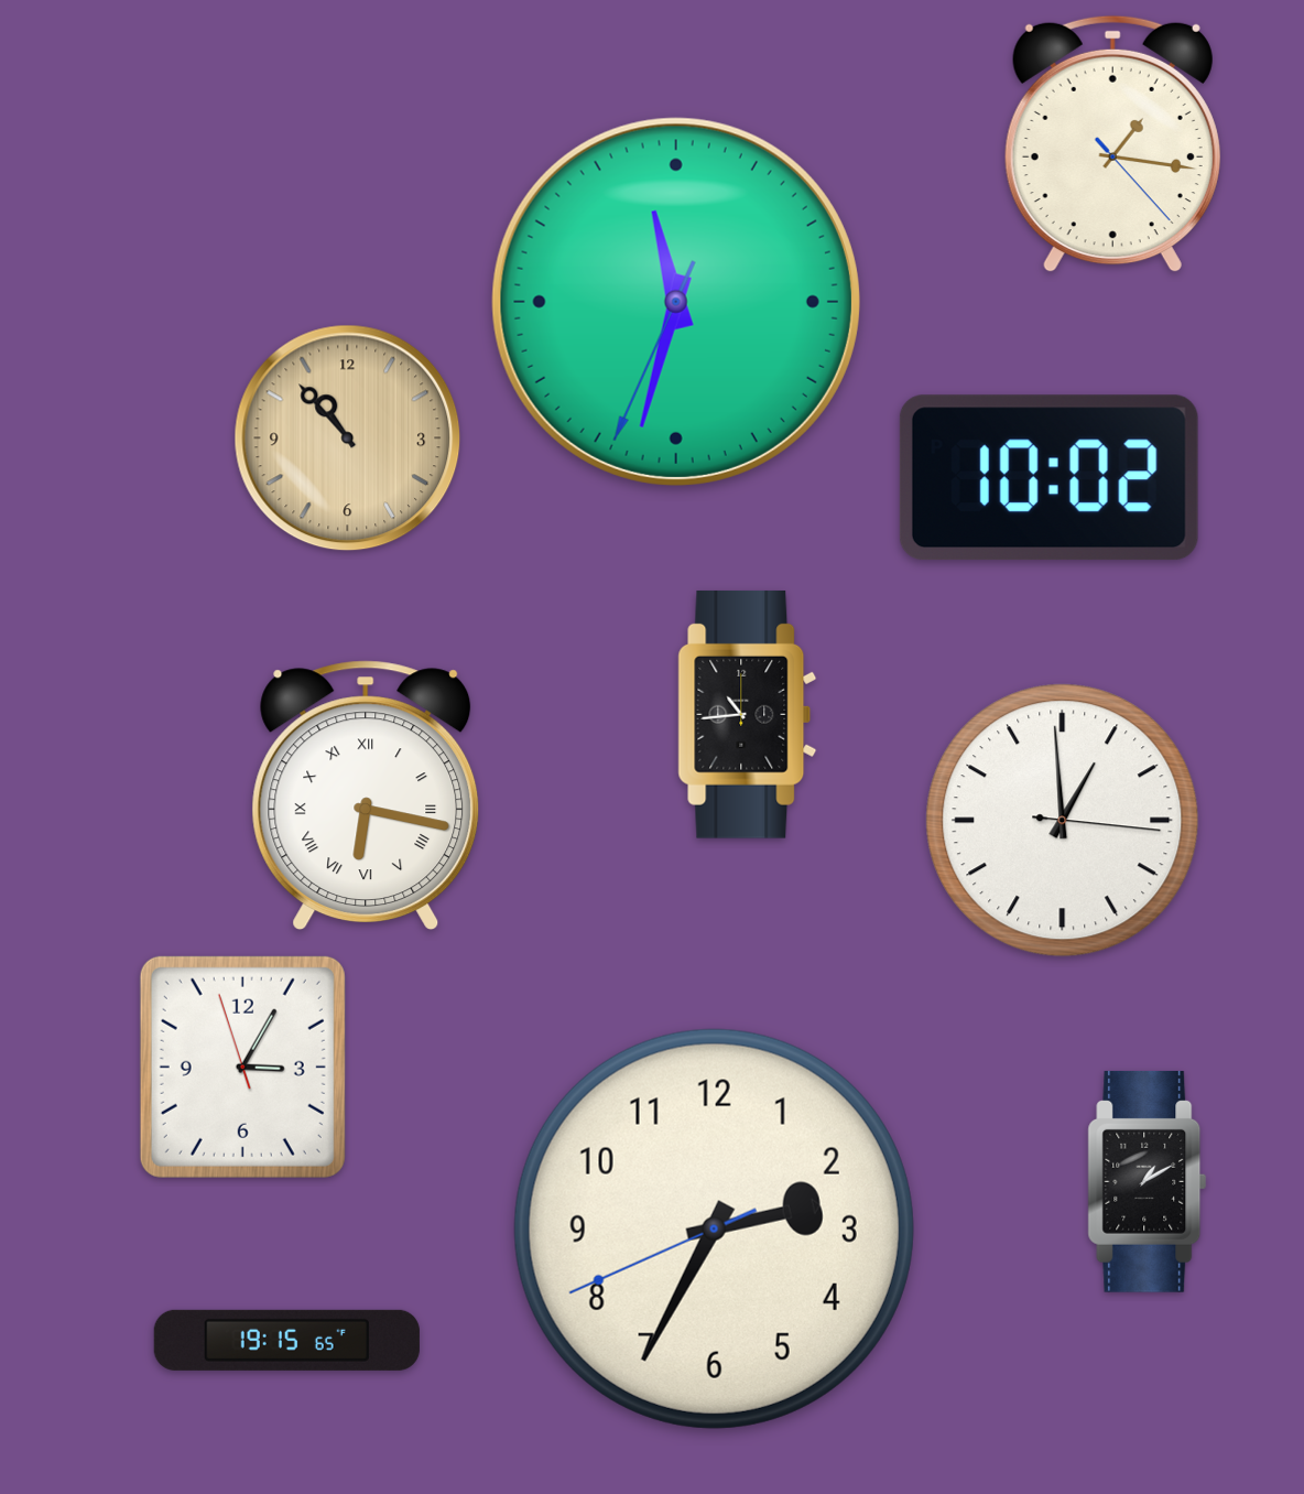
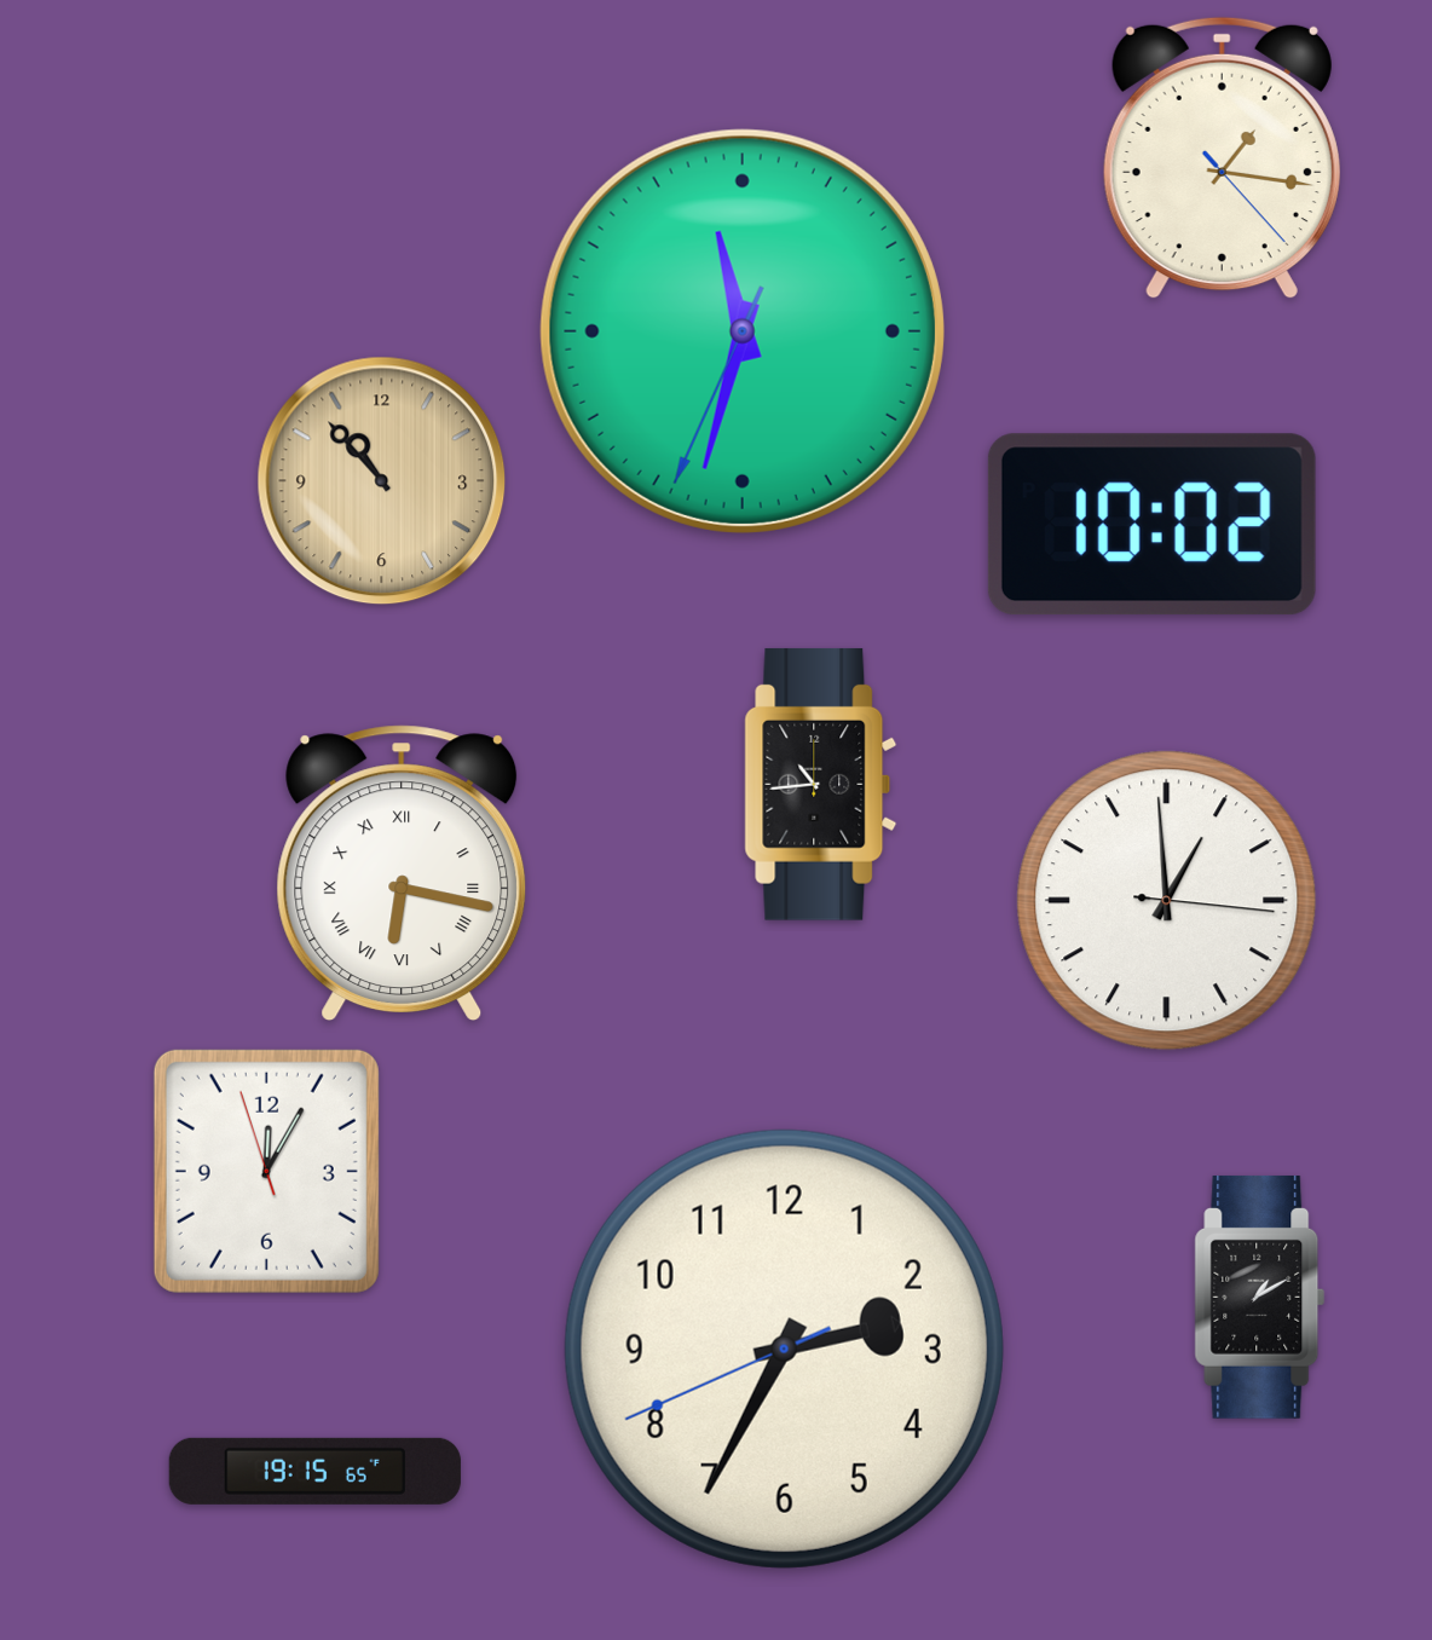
clock at (242, 1067): 3:04 -> 12:04
